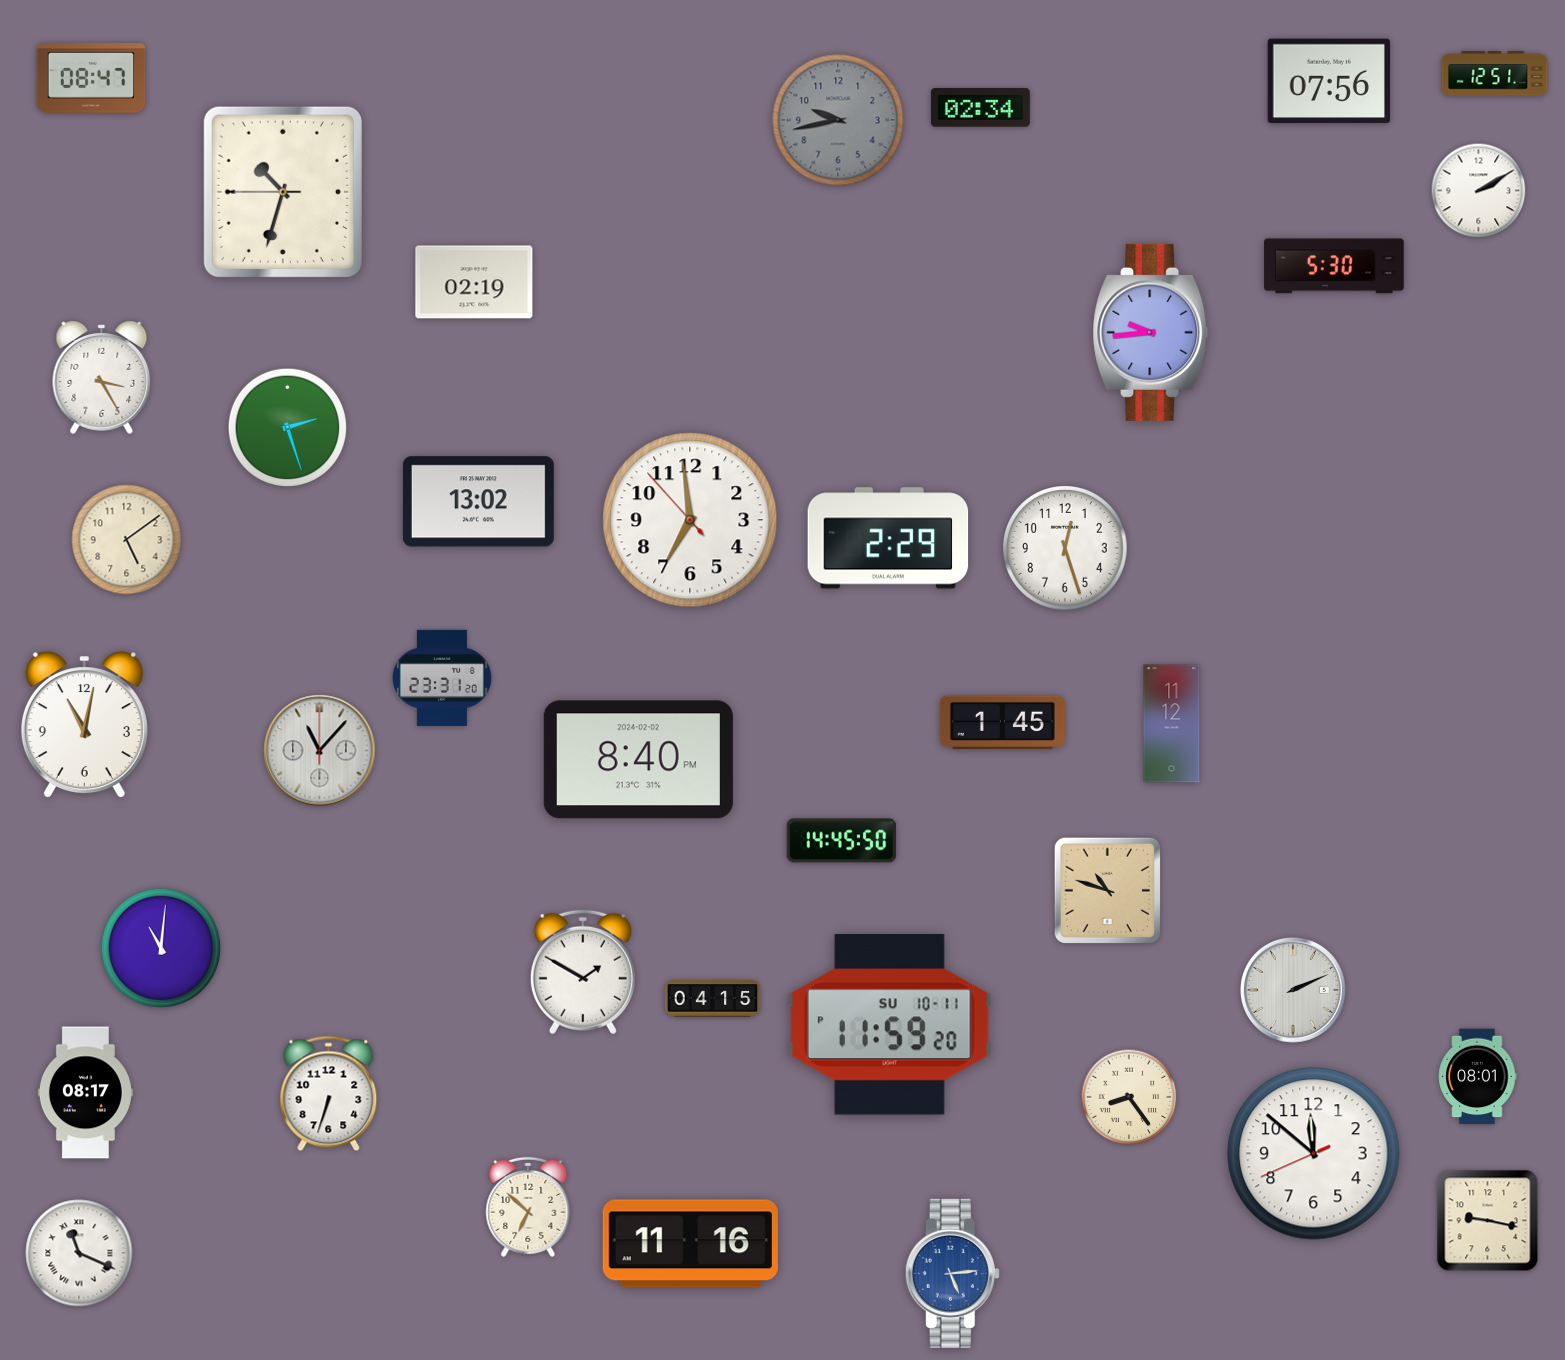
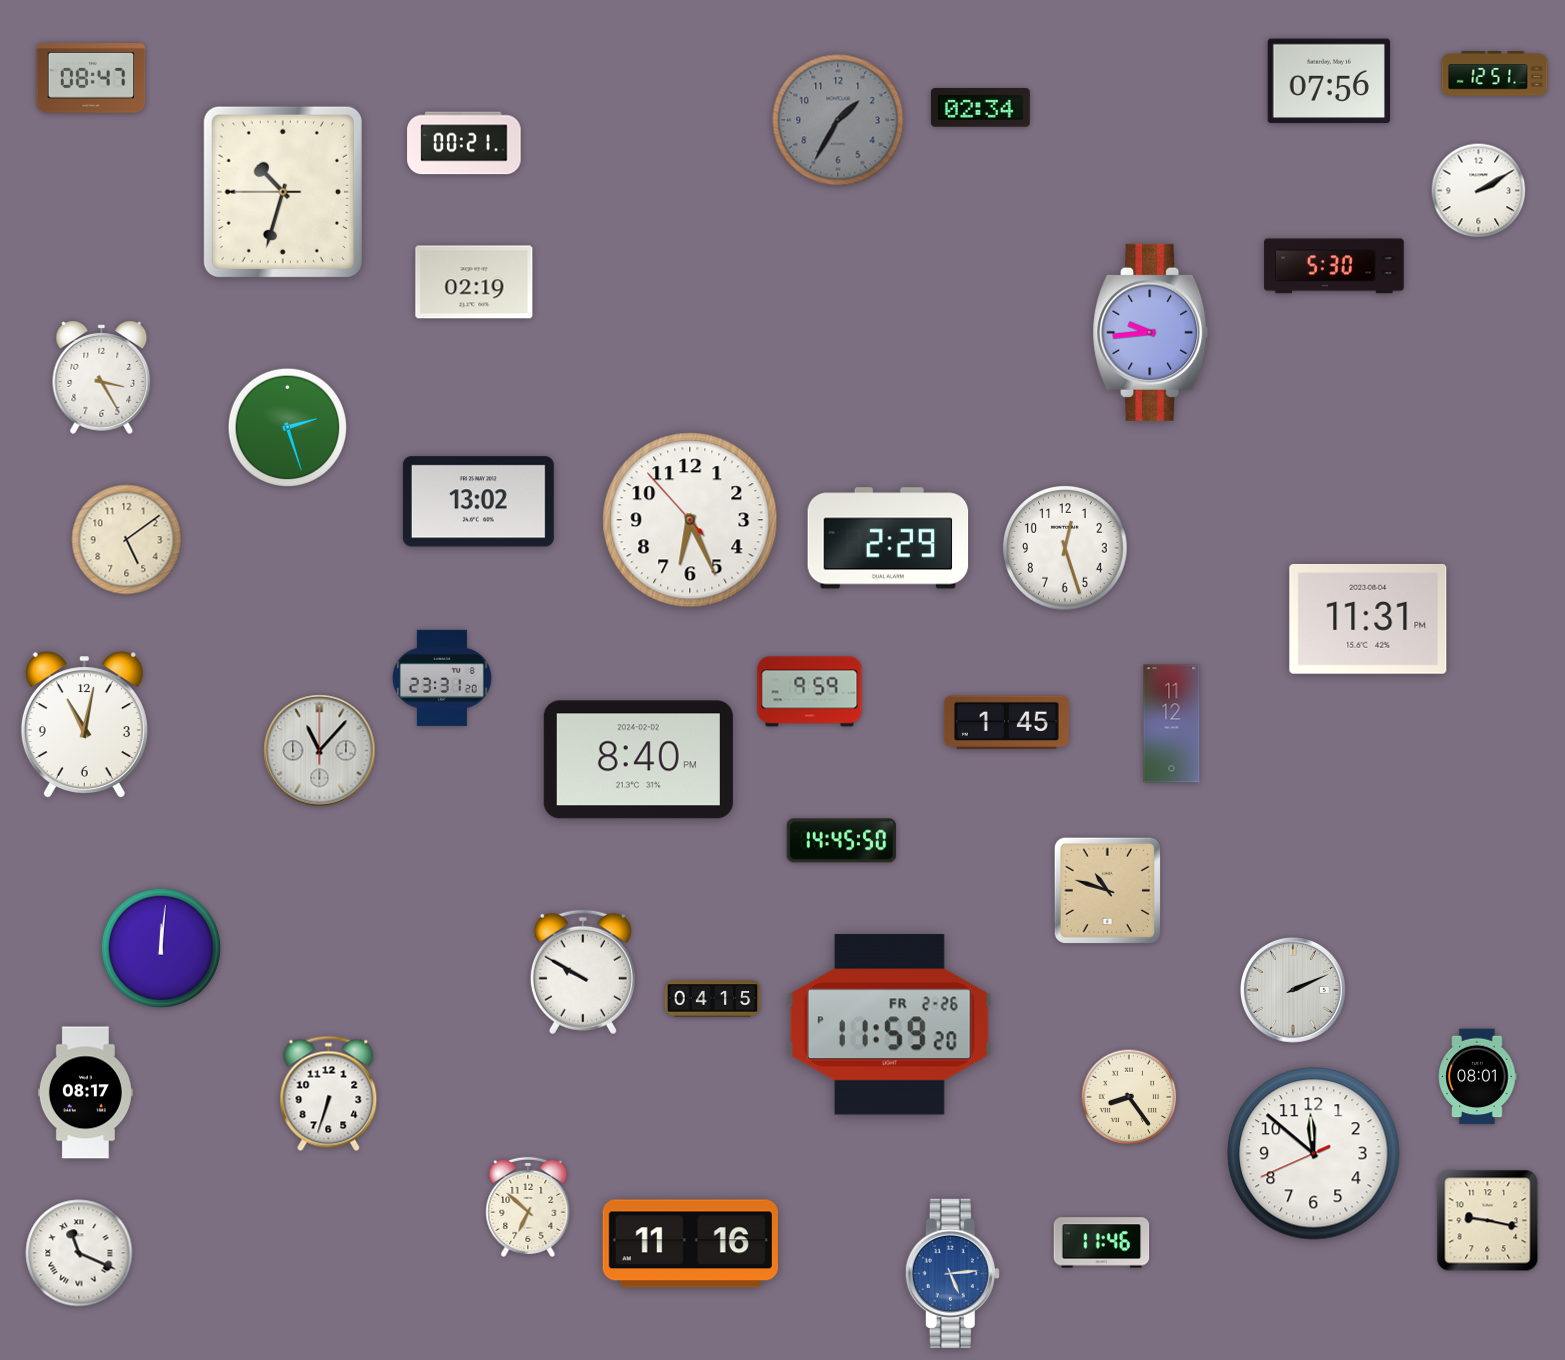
clock at (838, 120): 9:43 -> 1:35
clock at (464, 143): none -> 00:21
clock at (690, 520): 6:58 -> 6:25
clock at (1368, 619): none -> 11:31
clock at (810, 692): none -> 9:59
clock at (1002, 723) position: (1002, 723) -> (1006, 723)
clock at (161, 948): 11:01 -> 12:01
clock at (583, 972): 1:50 -> 9:50
clock at (889, 1025) date: SU 10-11 -> FR 2-26
clock at (1102, 1243): none -> 11:46
